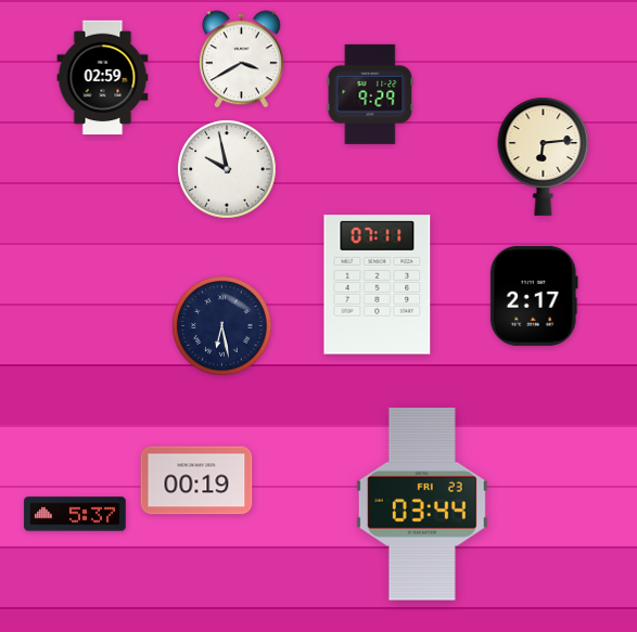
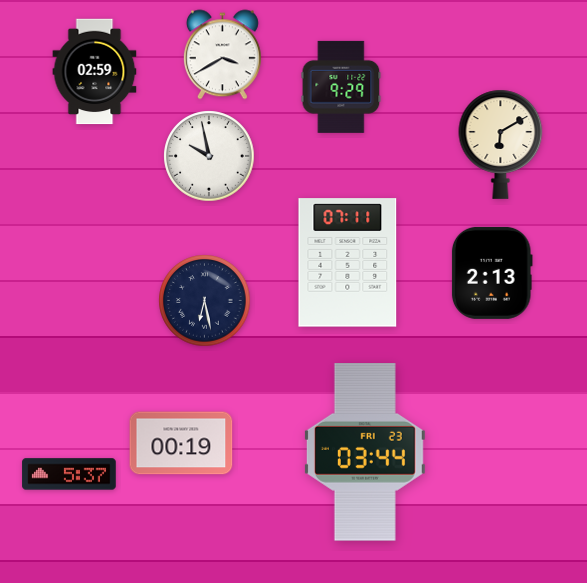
clock at (544, 156): 6:14 -> 6:10
clock at (534, 296): 2:17 -> 2:13
clock at (422, 504) position: (422, 504) -> (365, 452)
